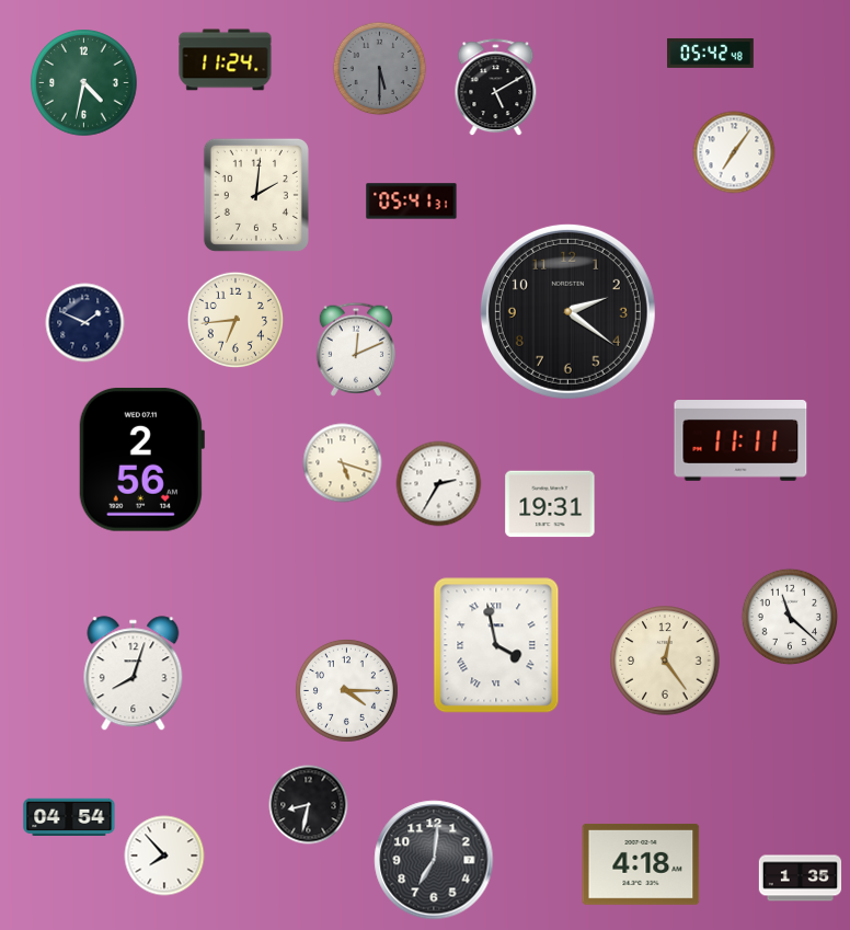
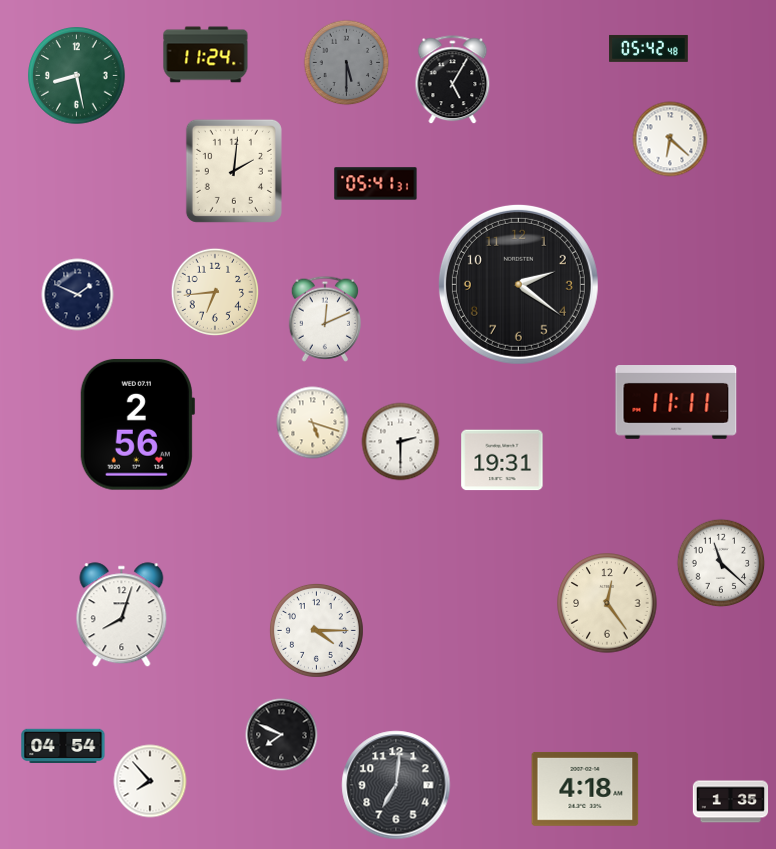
clock at (84, 83): 4:32 -> 8:28
clock at (496, 88): 5:10 -> 5:05
clock at (734, 152): 7:06 -> 6:22
clock at (256, 195) position: (256, 195) -> (234, 171)
clock at (141, 459) position: (141, 459) -> (137, 424)
clock at (439, 484): 2:35 -> 2:30
clock at (496, 645): 3:58 -> none
clock at (309, 805): 8:32 -> 7:49
